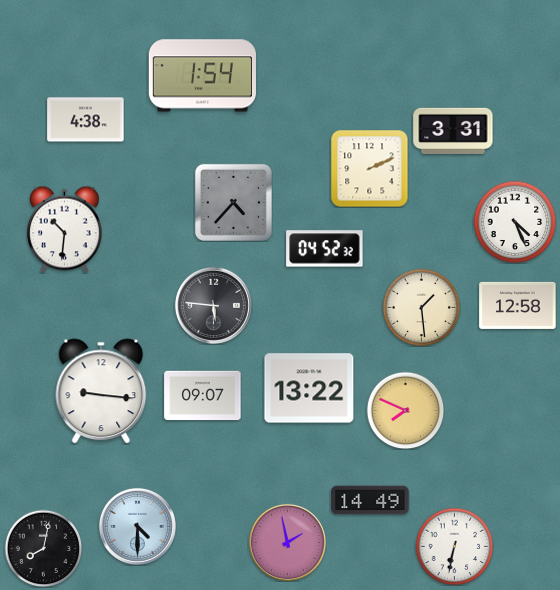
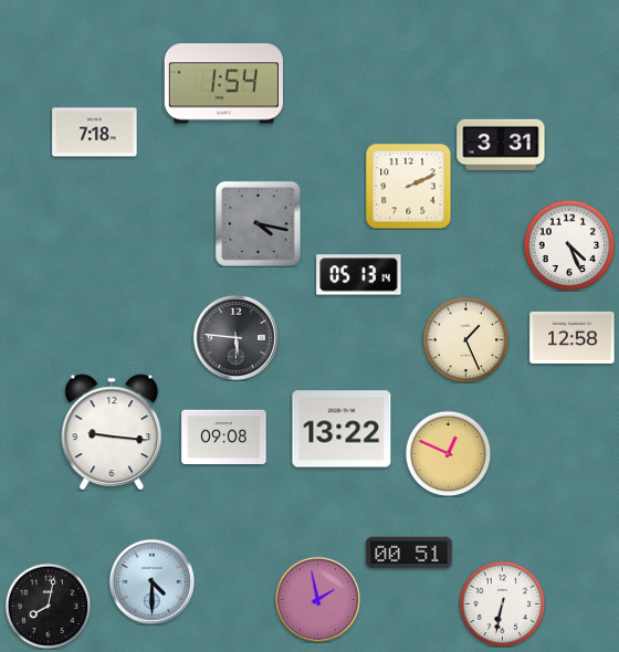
clock at (86, 120): 4:38 -> 7:18
clock at (233, 202): 4:37 -> 4:17
clock at (64, 229): 10:31 -> none
clock at (325, 249): 04:52 -> 05:13
clock at (421, 307): 1:29 -> 1:26
clock at (203, 396): 09:07 -> 09:08
clock at (405, 410): 7:49 -> 12:49
clock at (370, 500): 14:49 -> 00:51
